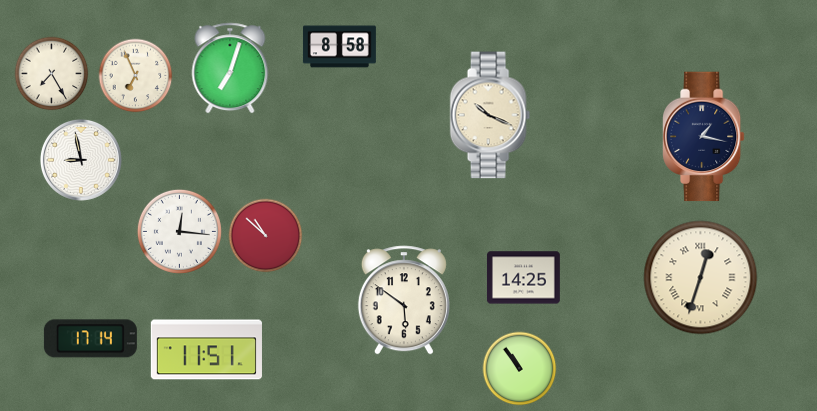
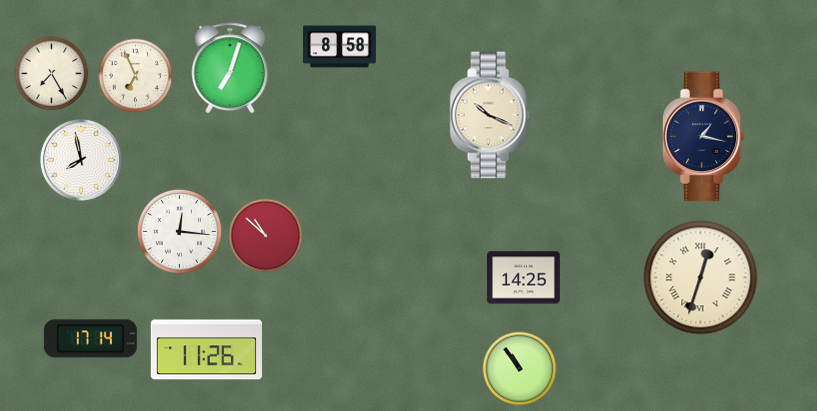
clock at (81, 160): 8:58 -> 7:58
clock at (404, 300): 5:51 -> none
clock at (206, 350): 11:51 -> 11:26
